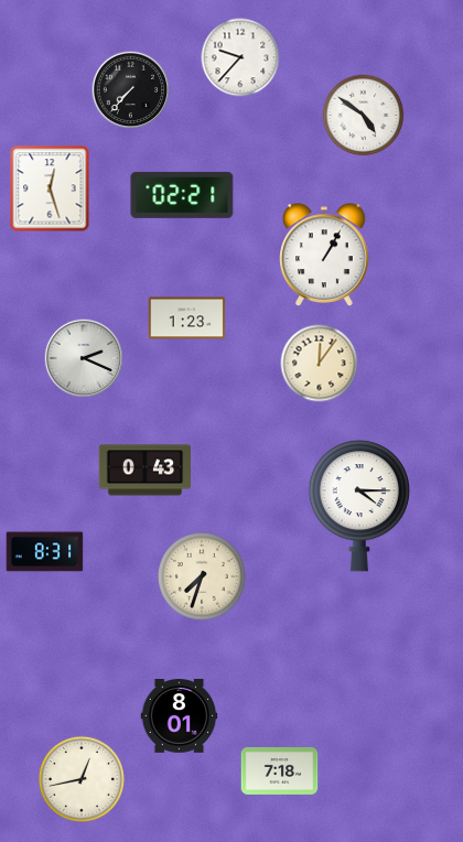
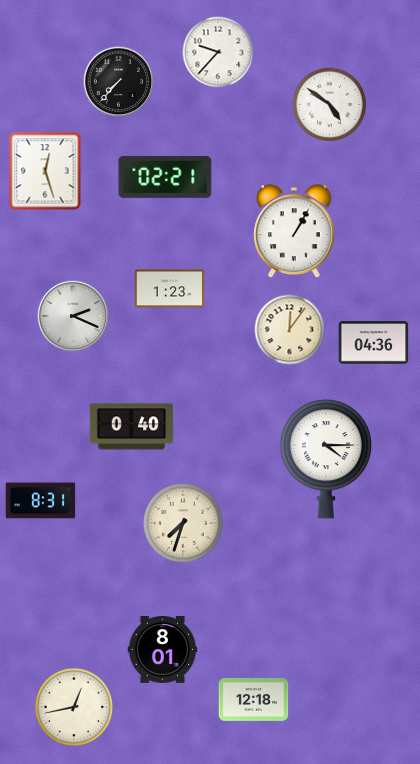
clock at (84, 358) position: (84, 358) -> (73, 316)
clock at (374, 343): none -> 04:36
clock at (146, 471): 0:43 -> 0:40
clock at (280, 771): 7:18 -> 12:18
